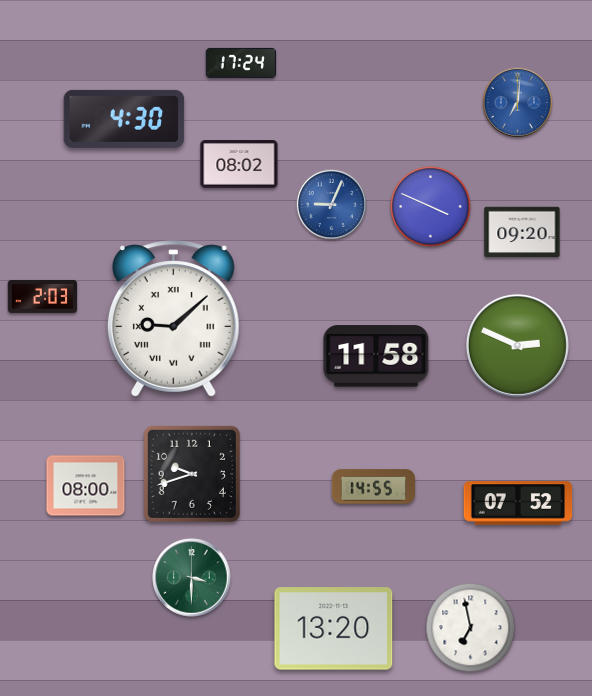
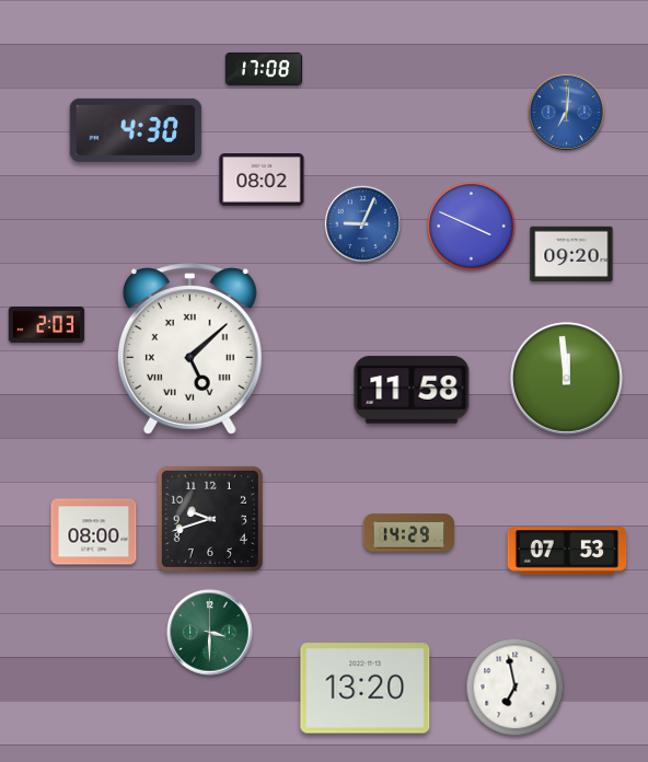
clock at (240, 63): 17:24 -> 17:08
clock at (173, 319): 9:08 -> 5:08
clock at (517, 345): 2:49 -> 11:59
clock at (373, 487): 14:55 -> 14:29
clock at (518, 503): 07:52 -> 07:53
